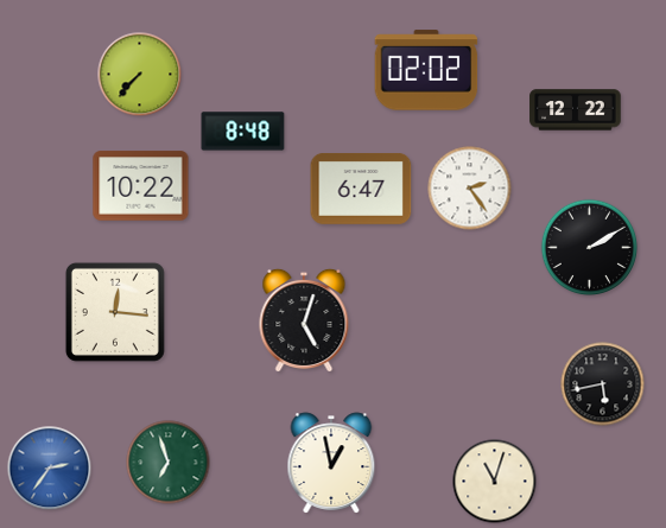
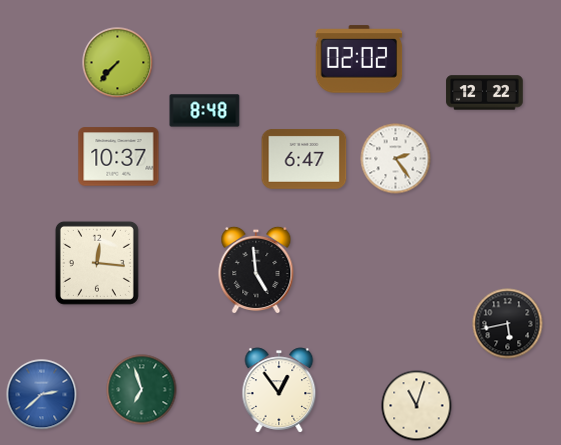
clock at (141, 186): 10:22 -> 10:37
clock at (590, 248): 2:10 -> none
clock at (304, 319): 5:03 -> 4:59
clock at (331, 463): 12:58 -> 12:54
clock at (50, 469): 2:36 -> 2:38
